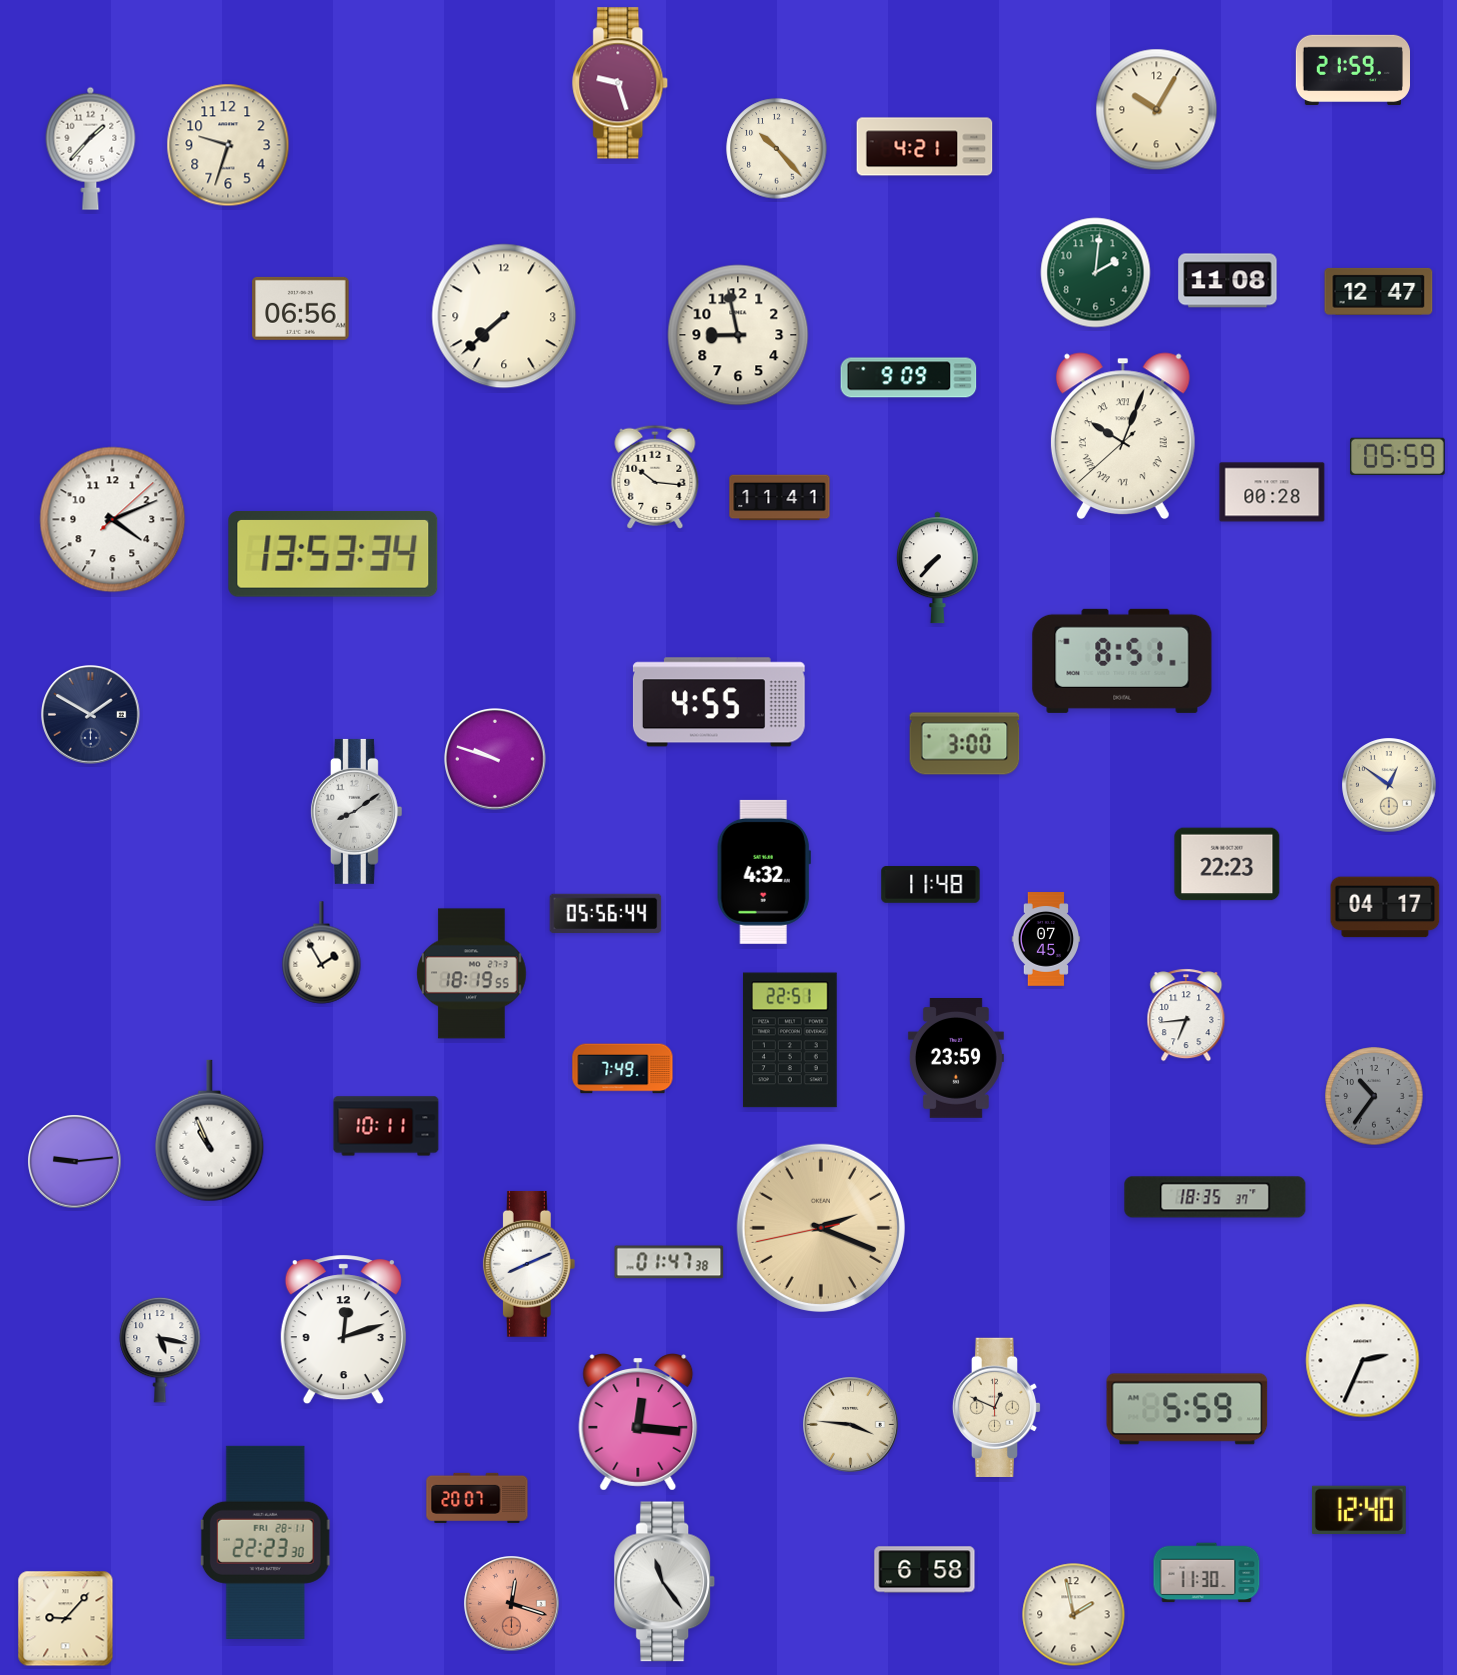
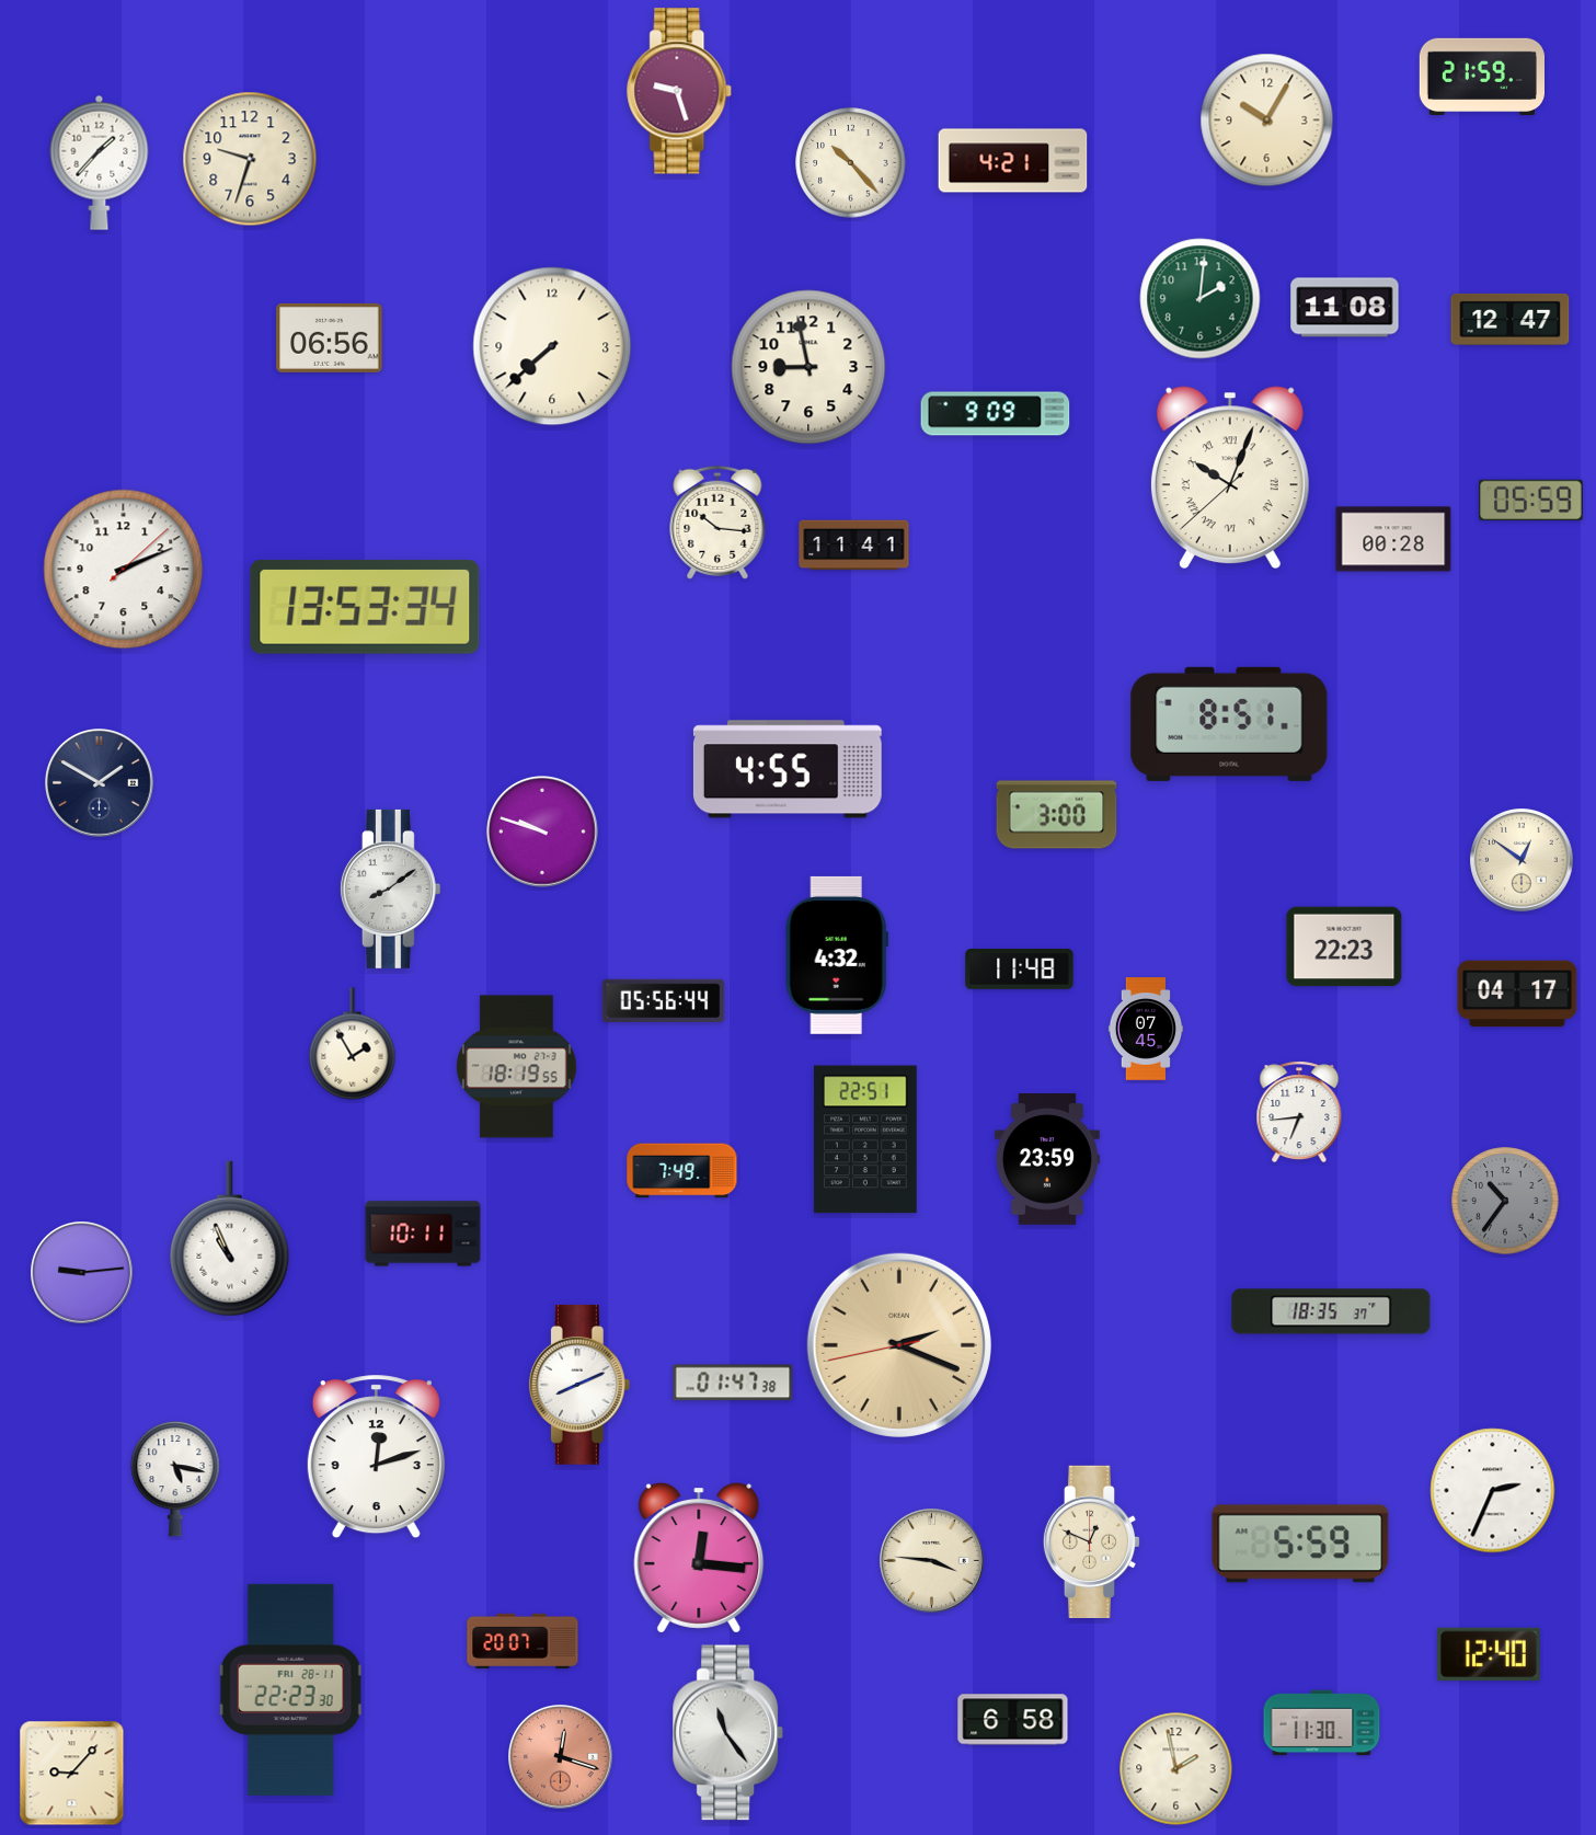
clock at (113, 520): 4:11 -> 2:11
clock at (938, 568): 7:37 -> none
